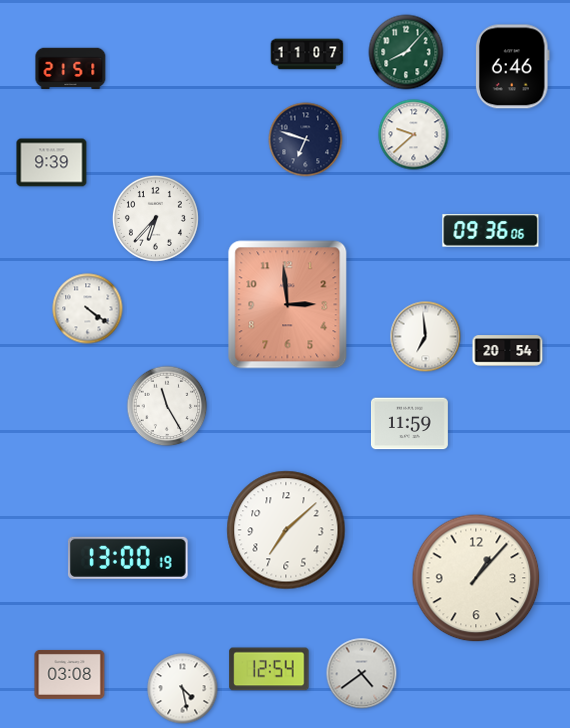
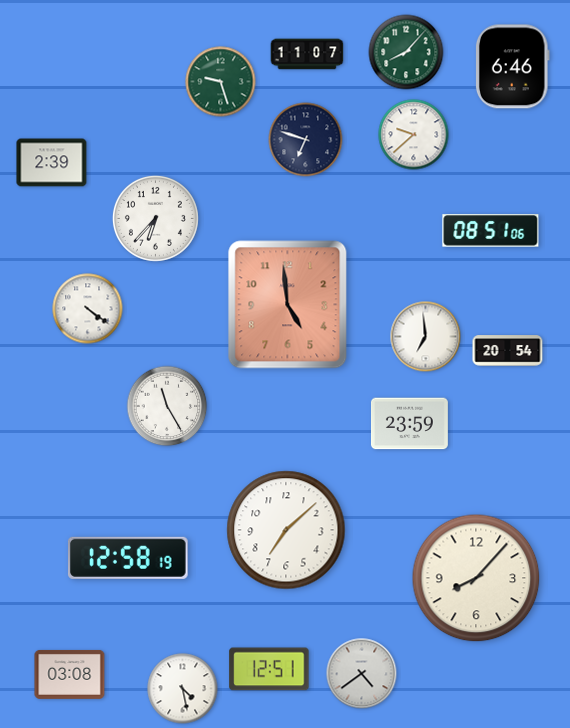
clock at (71, 69): 21:51 -> none
clock at (221, 82): none -> 9:27
clock at (52, 163): 9:39 -> 2:39
clock at (491, 231): 09:36 -> 08:51
clock at (288, 305): 2:59 -> 4:59
clock at (409, 424): 11:59 -> 23:59
clock at (128, 558): 13:00 -> 12:58
clock at (476, 578): 1:07 -> 8:07
clock at (269, 669): 12:54 -> 12:51
